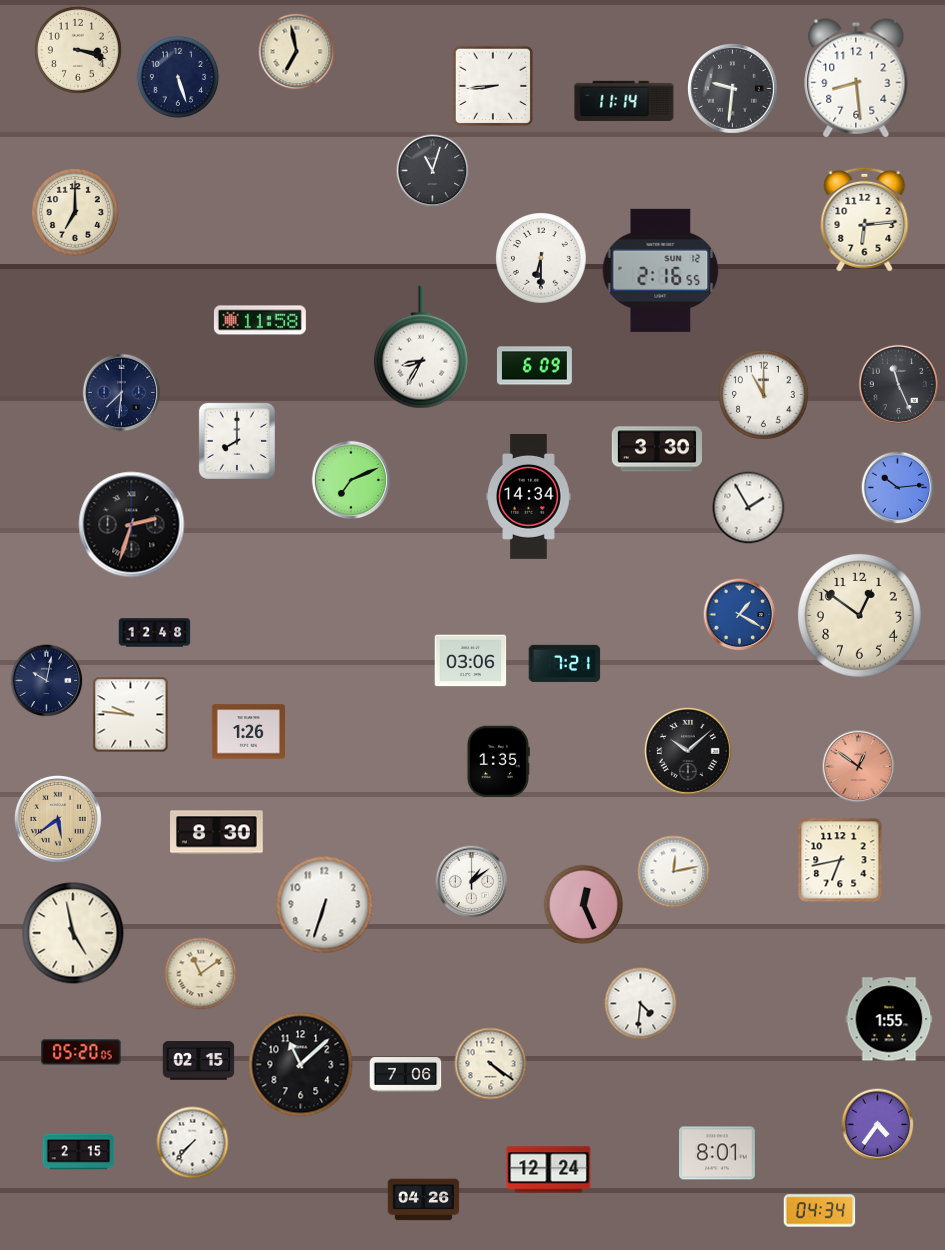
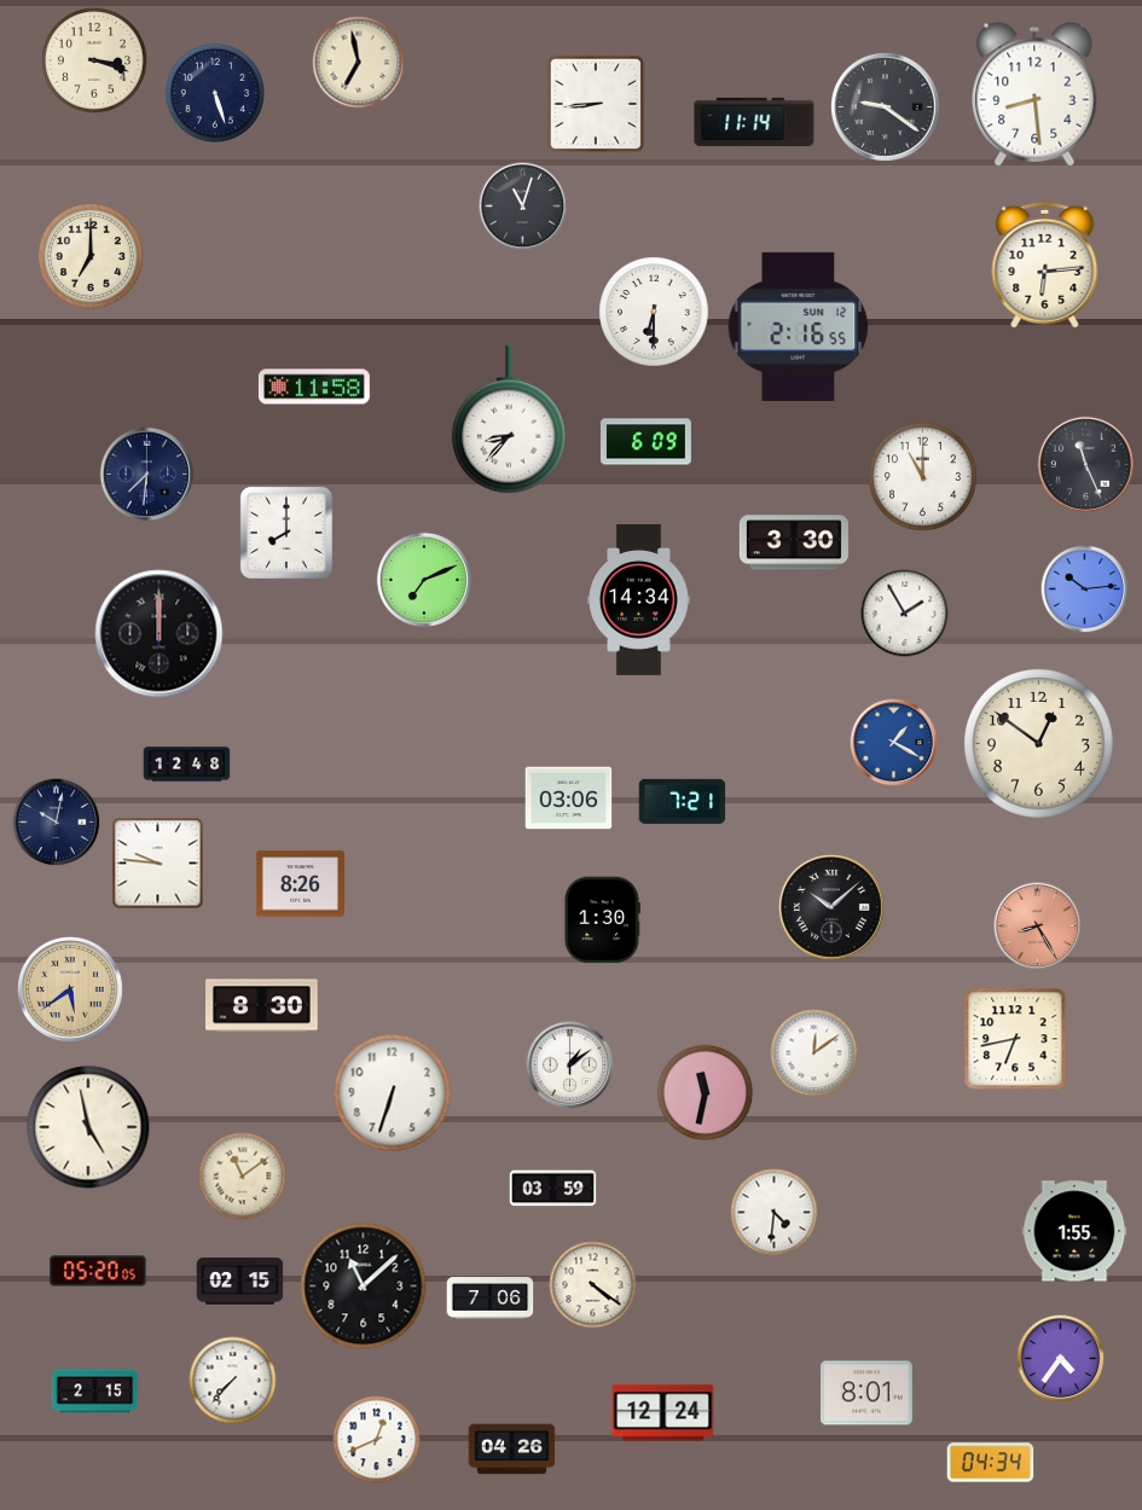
clock at (733, 89): 9:31 -> 9:21
clock at (421, 347): 8:35 -> 8:37
clock at (132, 525): 2:33 -> 12:00
clock at (248, 732): 1:26 -> 8:26
clock at (498, 762): 1:35 -> 1:30
clock at (859, 767): 12:51 -> 8:25
clock at (674, 872): 12:13 -> 12:09
clock at (584, 905): 12:26 -> 11:32
clock at (553, 1189): none -> 03:59
clock at (377, 1440): none -> 12:41
